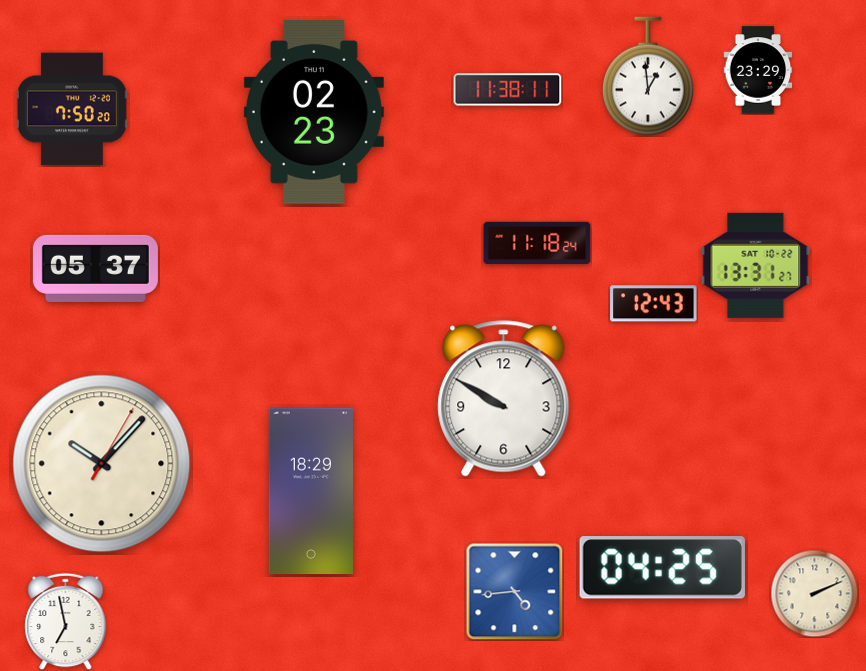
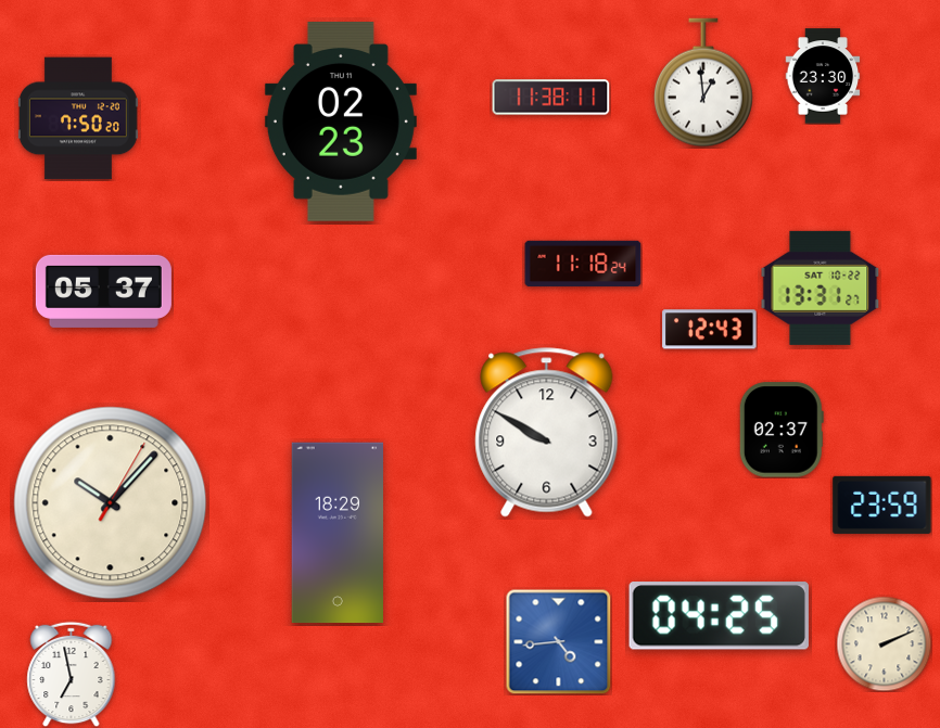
clock at (758, 70): 23:29 -> 23:30
clock at (782, 430): none -> 02:37
clock at (882, 505): none -> 23:59
